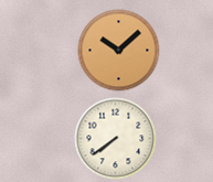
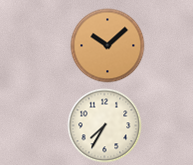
clock at (116, 139): 7:39 -> 7:35
